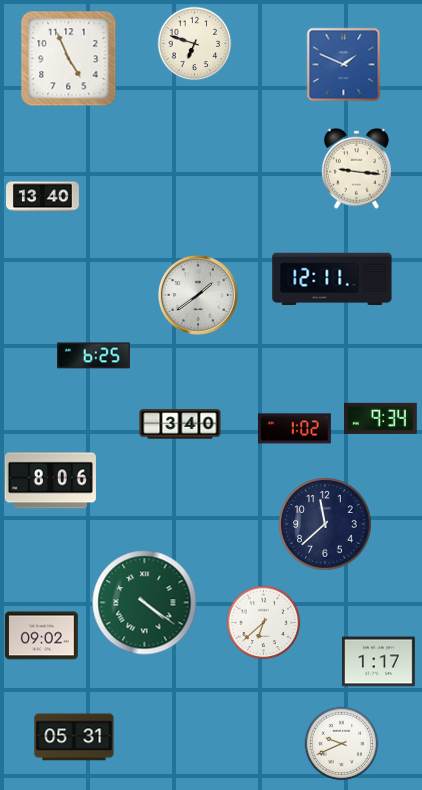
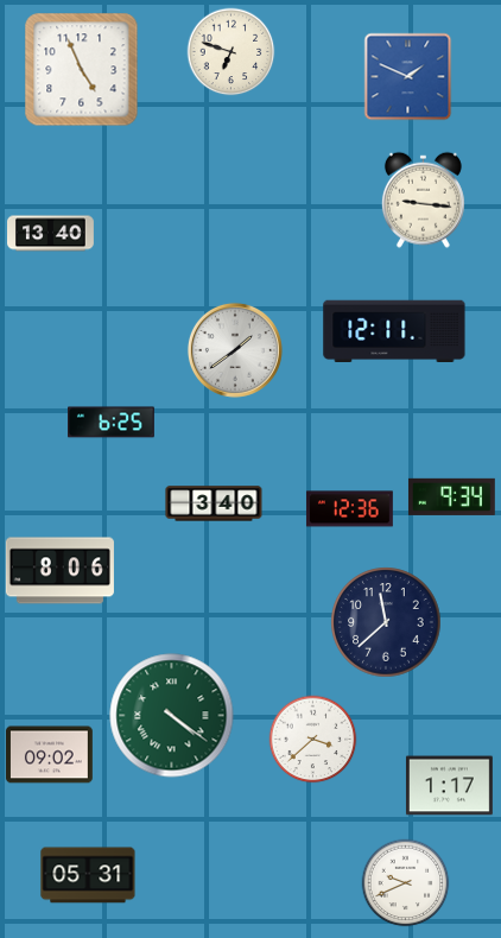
clock at (294, 429): 1:02 -> 12:36
clock at (264, 623): 6:38 -> 3:38
